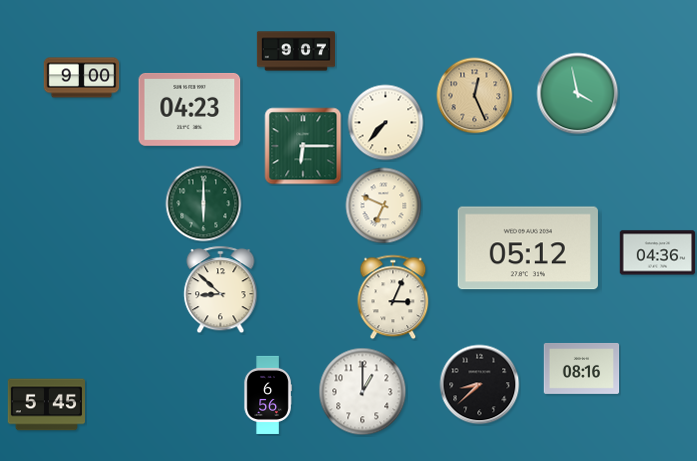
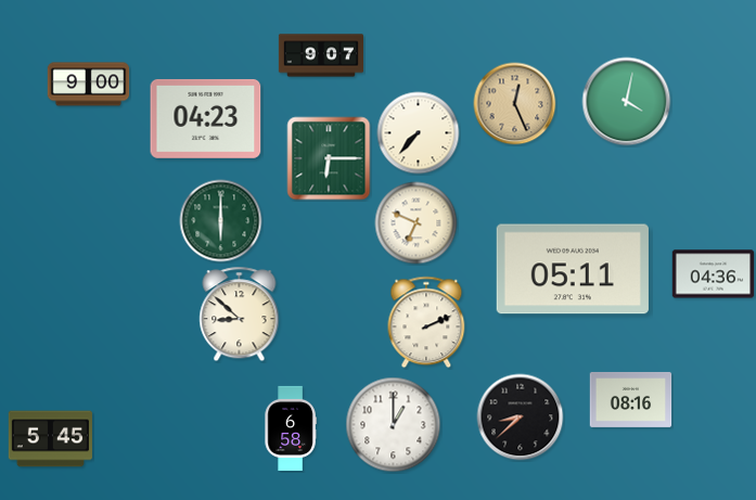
clock at (578, 94): 3:58 -> 4:02
clock at (528, 248): 05:12 -> 05:11
clock at (393, 297): 3:04 -> 2:11
clock at (268, 395): 6:56 -> 6:58
